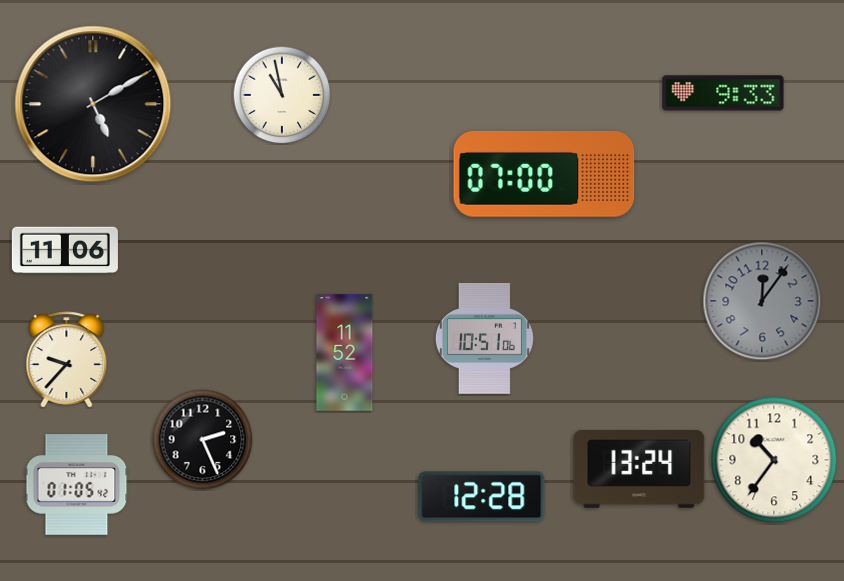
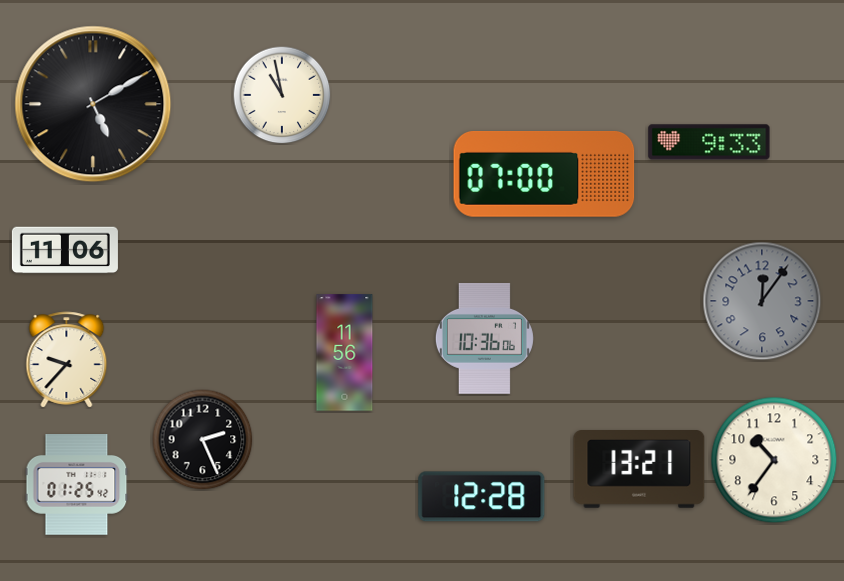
clock at (723, 93) position: (723, 93) -> (709, 142)
clock at (484, 339): 10:51 -> 10:36
clock at (345, 353): 11:52 -> 11:56
clock at (639, 470): 13:24 -> 13:21
clock at (77, 485): 01:05 -> 01:25
